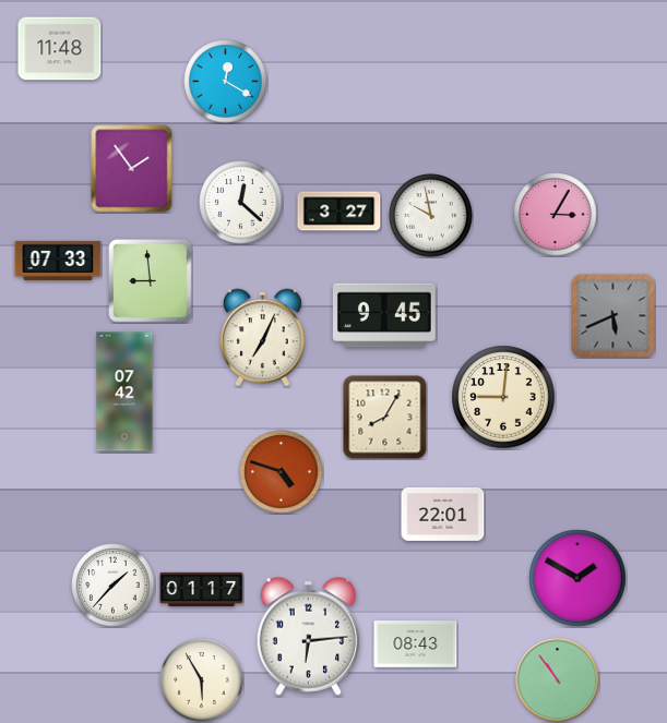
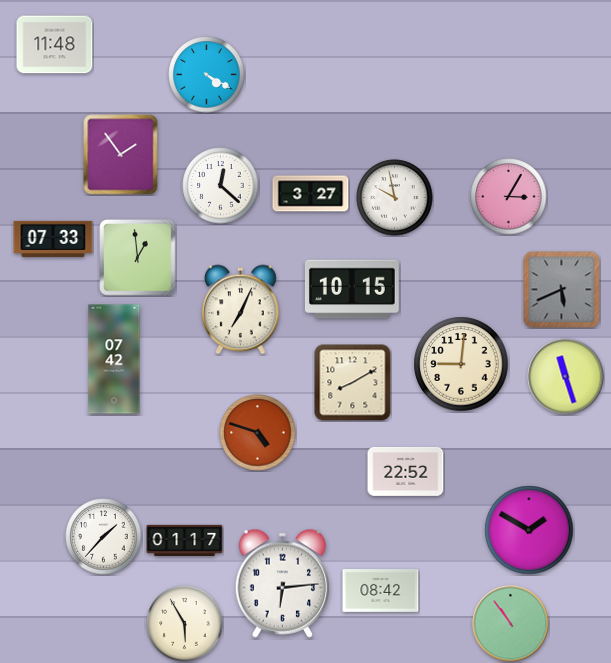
clock at (226, 82): 12:20 -> 4:20
clock at (151, 281): 8:59 -> 12:59
clock at (384, 315): 9:45 -> 10:15
clock at (566, 377): none -> 11:27
clock at (385, 418): 8:05 -> 8:10
clock at (443, 514): 22:01 -> 22:52
clock at (416, 644): 08:43 -> 08:42
